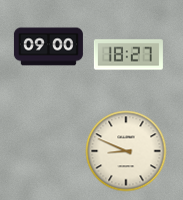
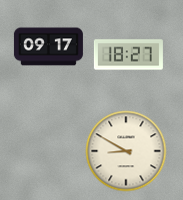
clock at (48, 47): 09:00 -> 09:17
clock at (126, 151): 8:49 -> 8:50
